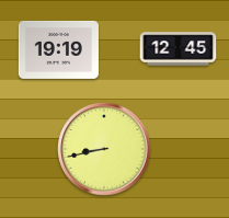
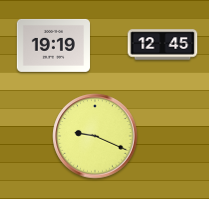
clock at (104, 149): 8:43 -> 9:19
